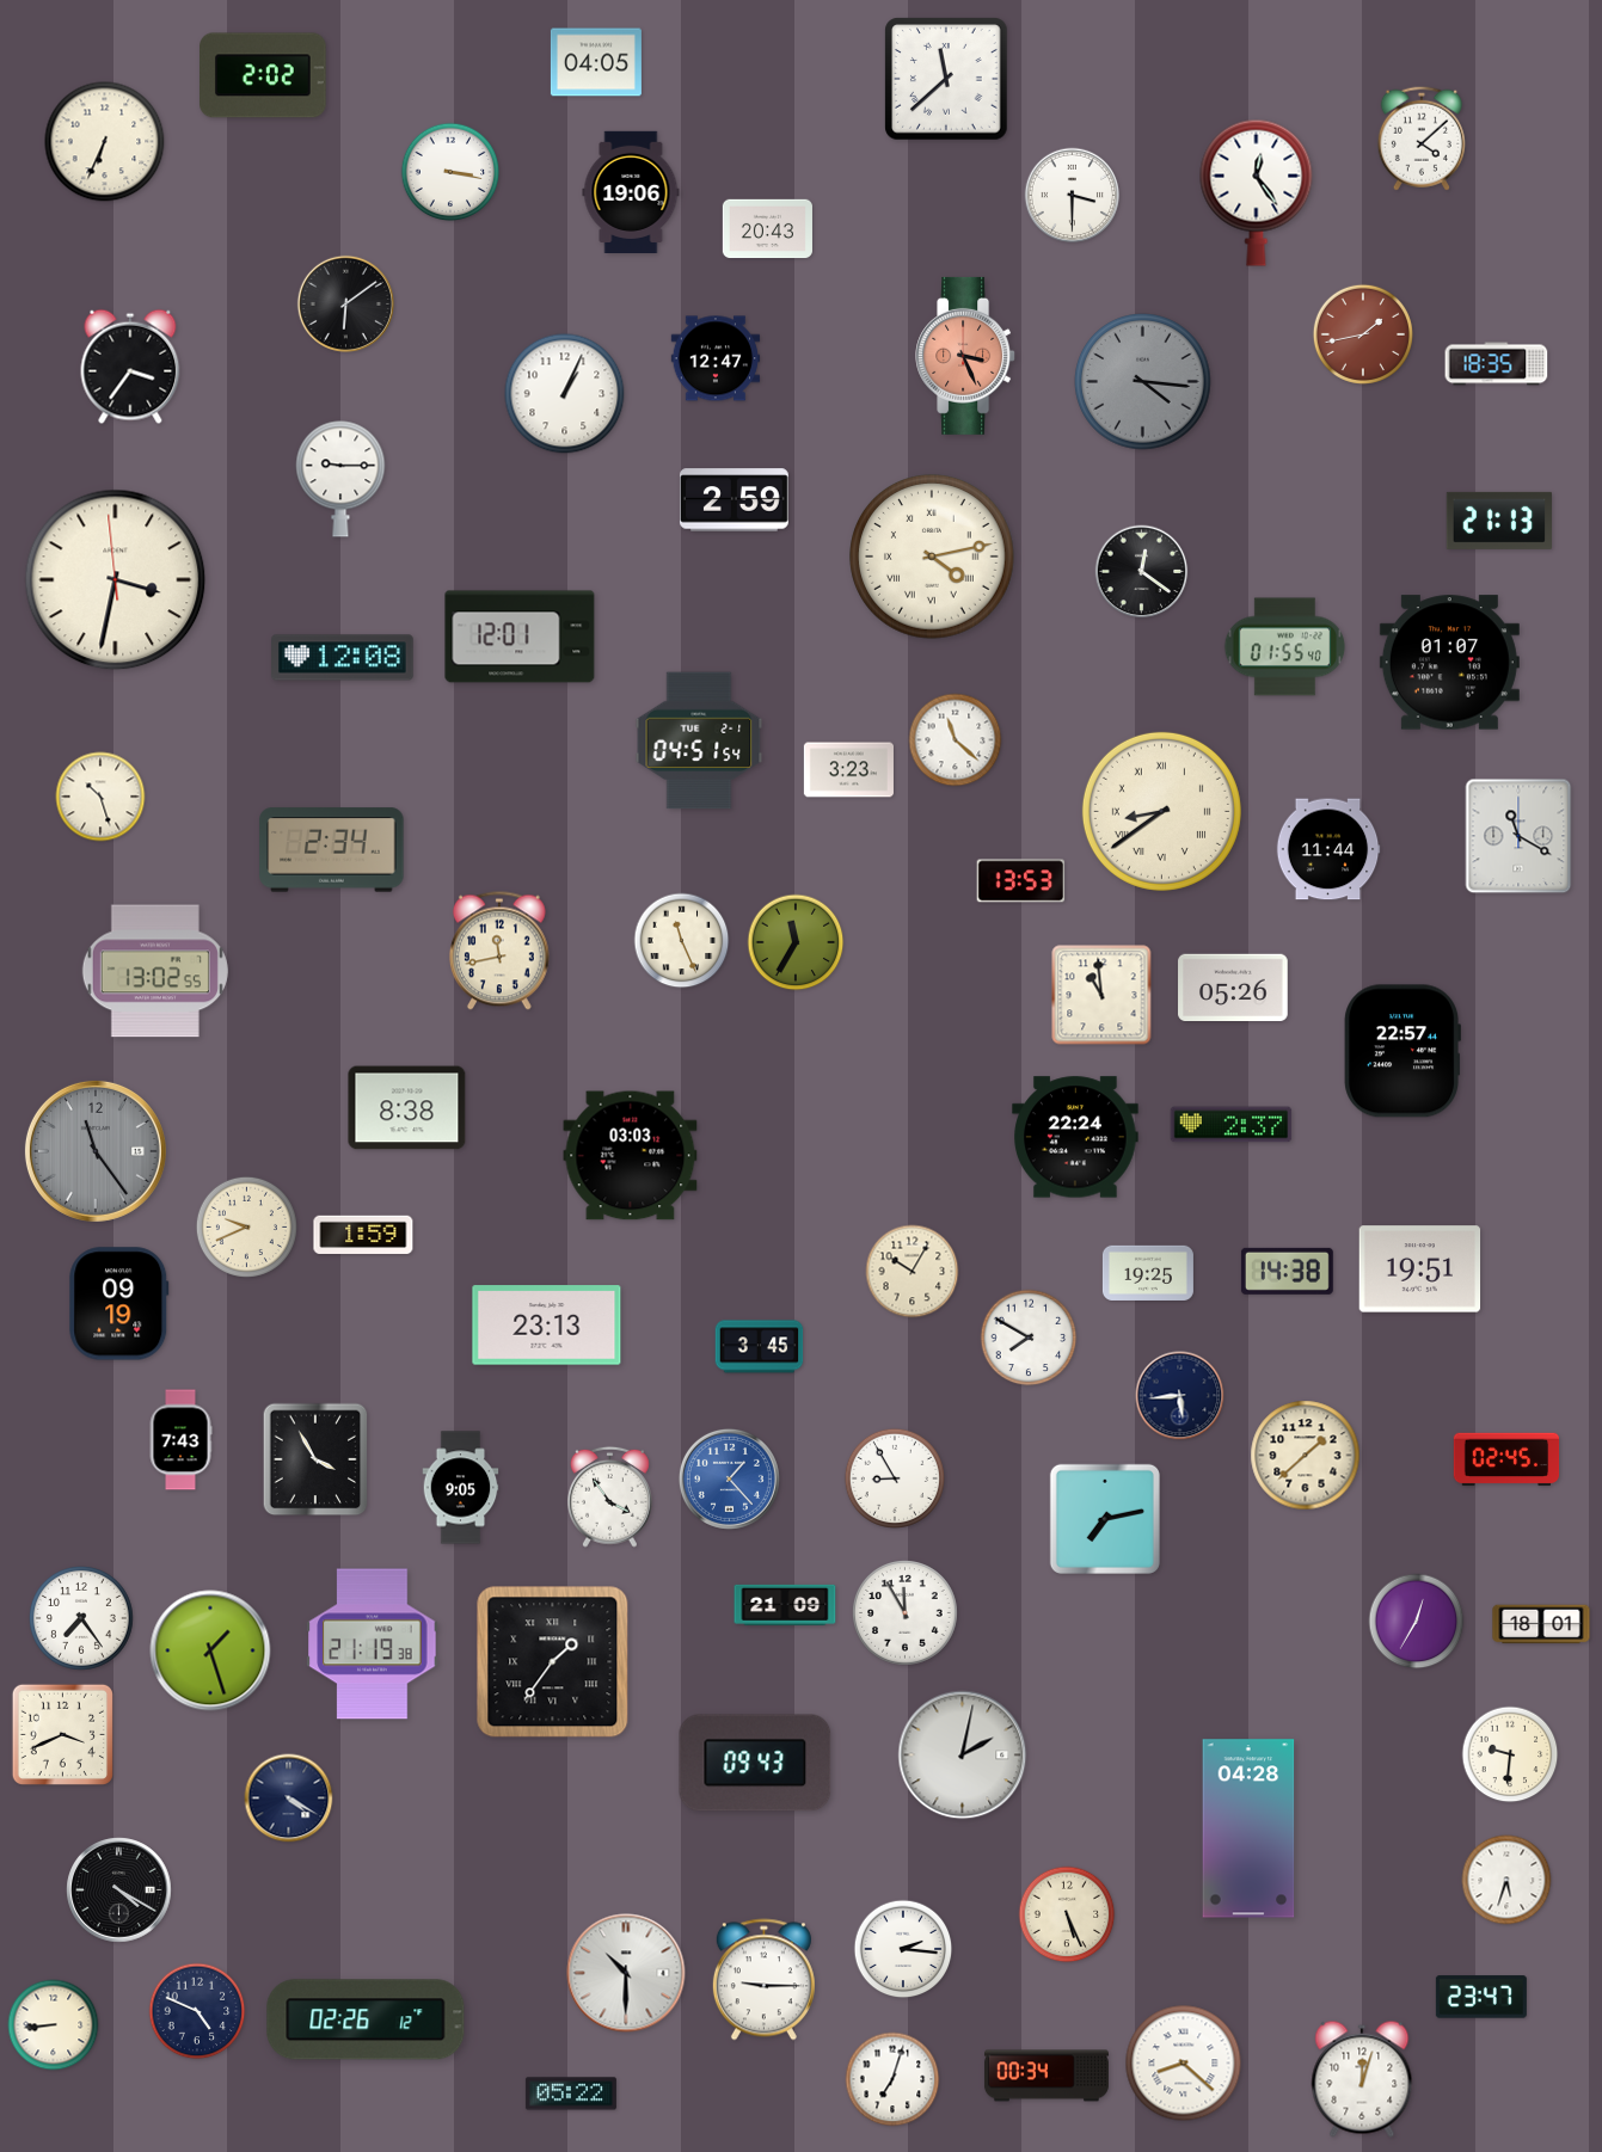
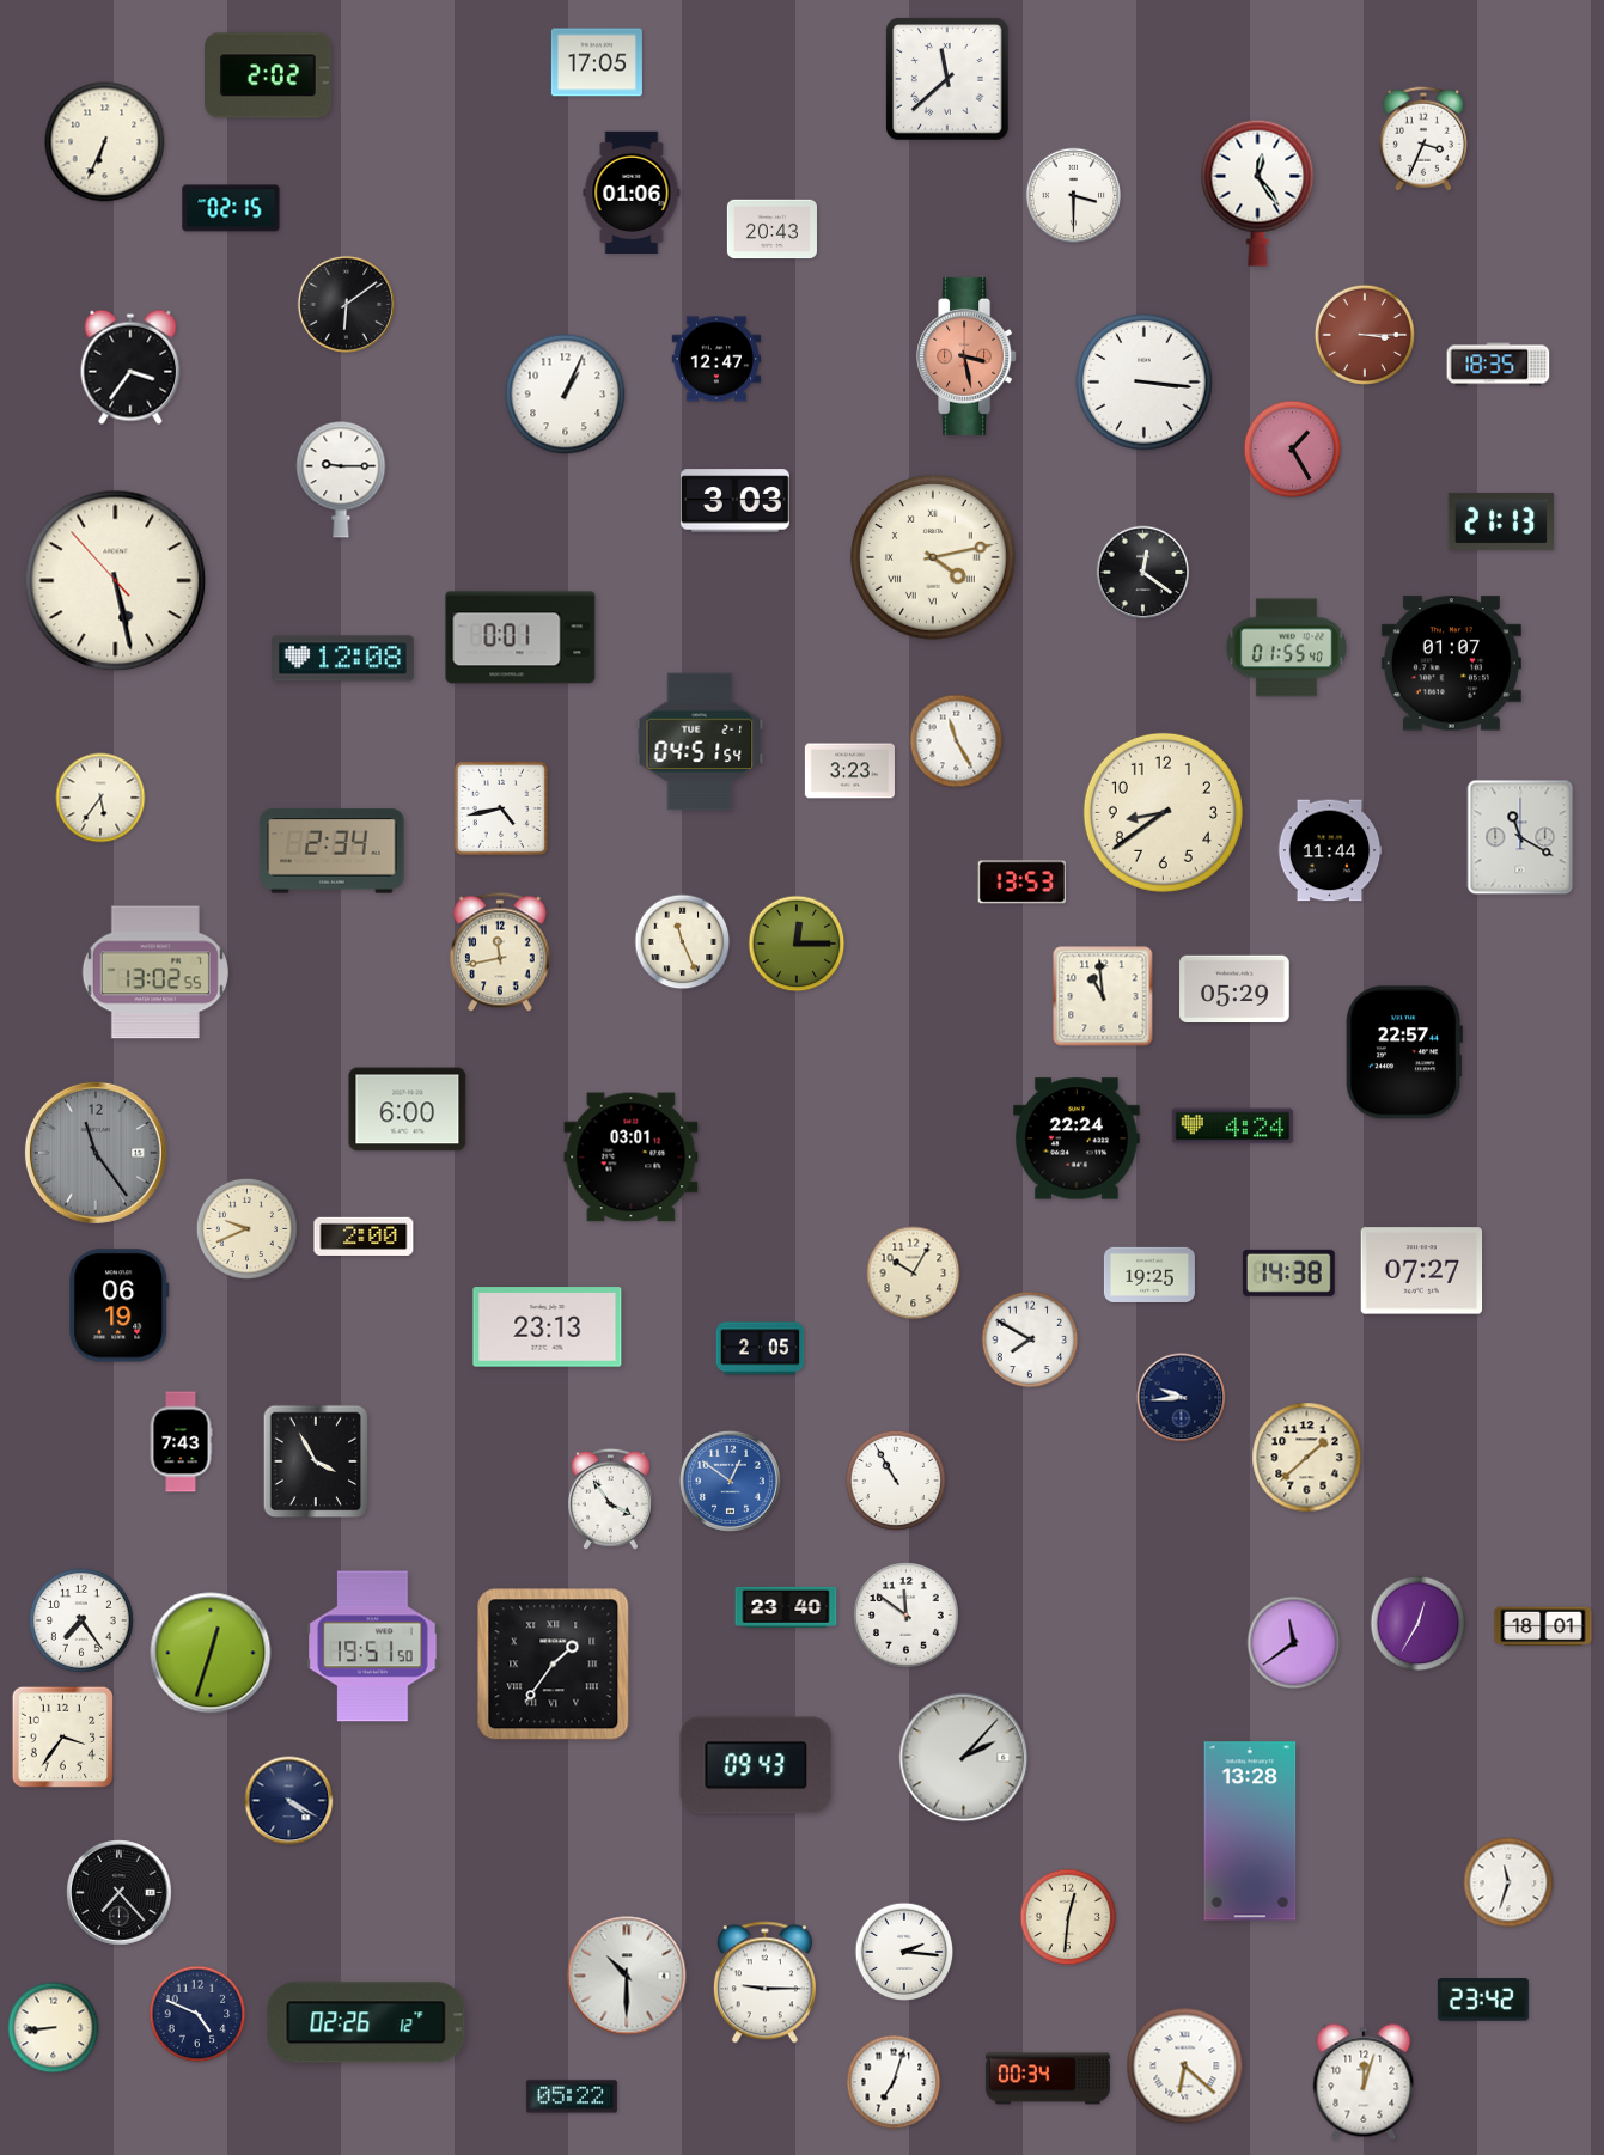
clock at (596, 62): 04:05 -> 17:05
clock at (263, 75) position: (263, 75) -> (268, 75)
clock at (1422, 139): 4:08 -> 3:34
clock at (450, 172): 3:17 -> none
clock at (631, 191): 19:06 -> 01:06
clock at (231, 208): none -> 02:15
clock at (767, 229) position: (767, 229) -> (771, 230)
clock at (1363, 334): 1:43 -> 3:15
clock at (966, 356): 3:26 -> 3:28
clock at (1143, 382): 4:16 -> 3:16
clock at (1143, 382) dial: grey -> white
clock at (1293, 450): none -> 1:25
clock at (734, 500): 2:59 -> 3:03
clock at (116, 580): 3:31 -> 5:27
clock at (520, 637): 12:01 -> 0:01
clock at (956, 740): 11:22 -> 11:25
clock at (100, 797): 10:27 -> 5:36
clock at (501, 808): none -> 4:43
clock at (1161, 811) numerals: Roman -> Arabic
clock at (796, 942): 11:35 -> 12:15
clock at (1233, 986): 05:26 -> 05:29
clock at (407, 1108): 8:38 -> 6:00
clock at (1232, 1125): 2:37 -> 4:24
clock at (631, 1156): 03:03 -> 03:01
clock at (363, 1234): 1:59 -> 2:00
clock at (1420, 1269): 19:51 -> 07:27
clock at (119, 1304): 09:19 -> 06:19
clock at (760, 1347): 3:45 -> 2:05
clock at (1180, 1396): 5:44 -> 9:44
clock at (1506, 1459): 02:45 -> none
clock at (729, 1478): 1:23 -> 12:51
clock at (895, 1478): 8:55 -> 10:55
clock at (461, 1488): 9:05 -> none
clock at (1105, 1519): 7:13 -> none
clock at (785, 1605): 21:09 -> 23:40
clock at (906, 1613): 11:55 -> 11:51
clock at (1294, 1643): none -> 11:39
clock at (373, 1644): 21:19 -> 19:51
clock at (210, 1650): 1:27 -> 12:33
clock at (62, 1734): 3:41 -> 3:36
clock at (1510, 1754): 9:31 -> none
clock at (963, 1756): 2:02 -> 2:07
clock at (1248, 1828): 04:28 -> 13:28
clock at (1506, 1880): 5:33 -> 11:33
clock at (119, 1890): 4:20 -> 7:23
clock at (1067, 1914): 5:26 -> 12:31
clock at (1481, 1997): 23:47 -> 23:42
clock at (1184, 2064): 8:22 -> 6:22
